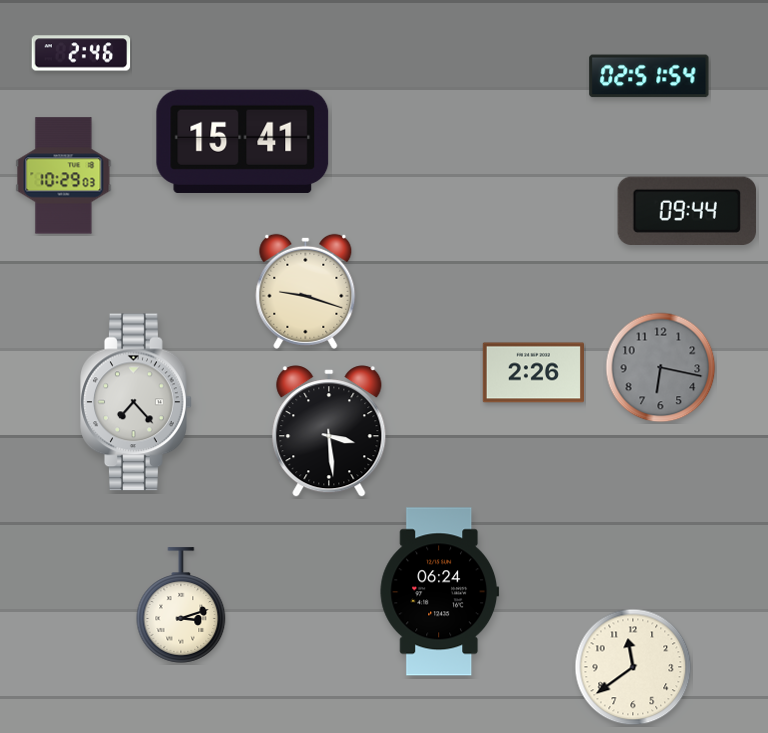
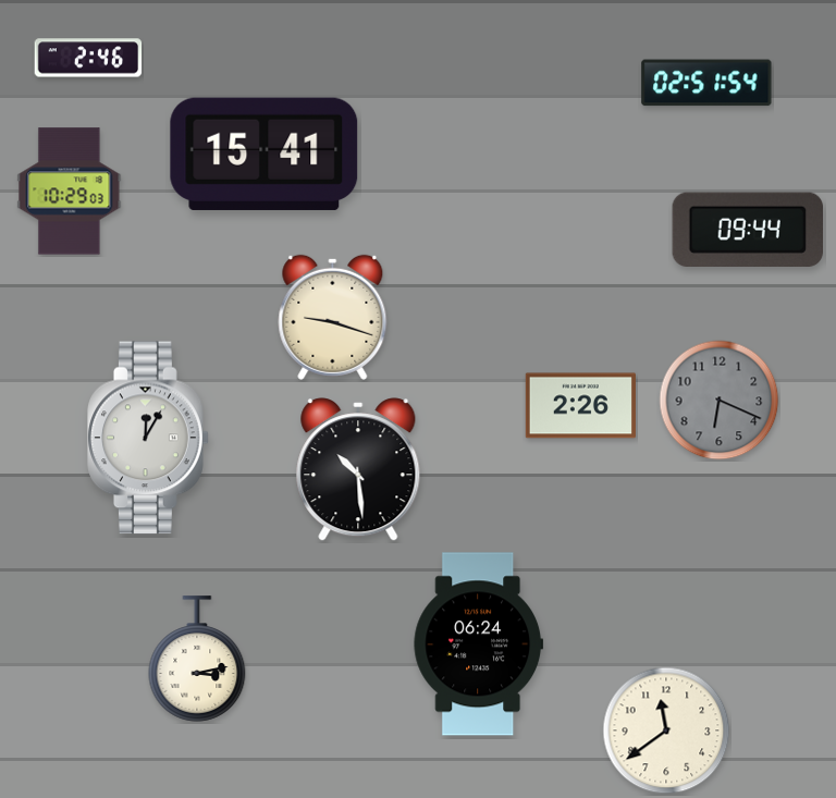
clock at (661, 368): 6:17 -> 6:19
clock at (136, 402): 7:23 -> 12:05
clock at (329, 431): 3:29 -> 10:29
clock at (181, 605): 3:12 -> 3:13
clock at (633, 667) position: (633, 667) -> (666, 731)
